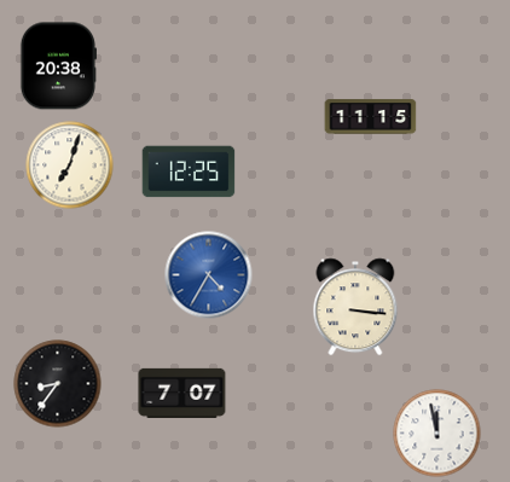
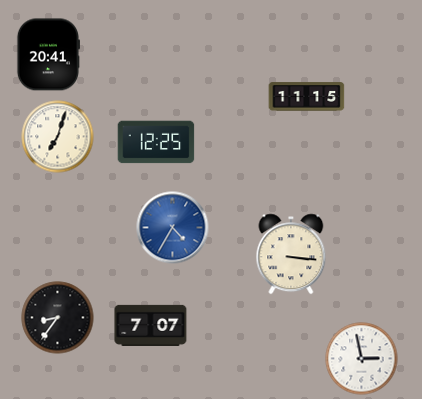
clock at (57, 66): 20:38 -> 20:41
clock at (355, 307) position: (355, 307) -> (291, 254)
clock at (58, 384) position: (58, 384) -> (58, 318)
clock at (437, 434): 11:58 -> 2:58
